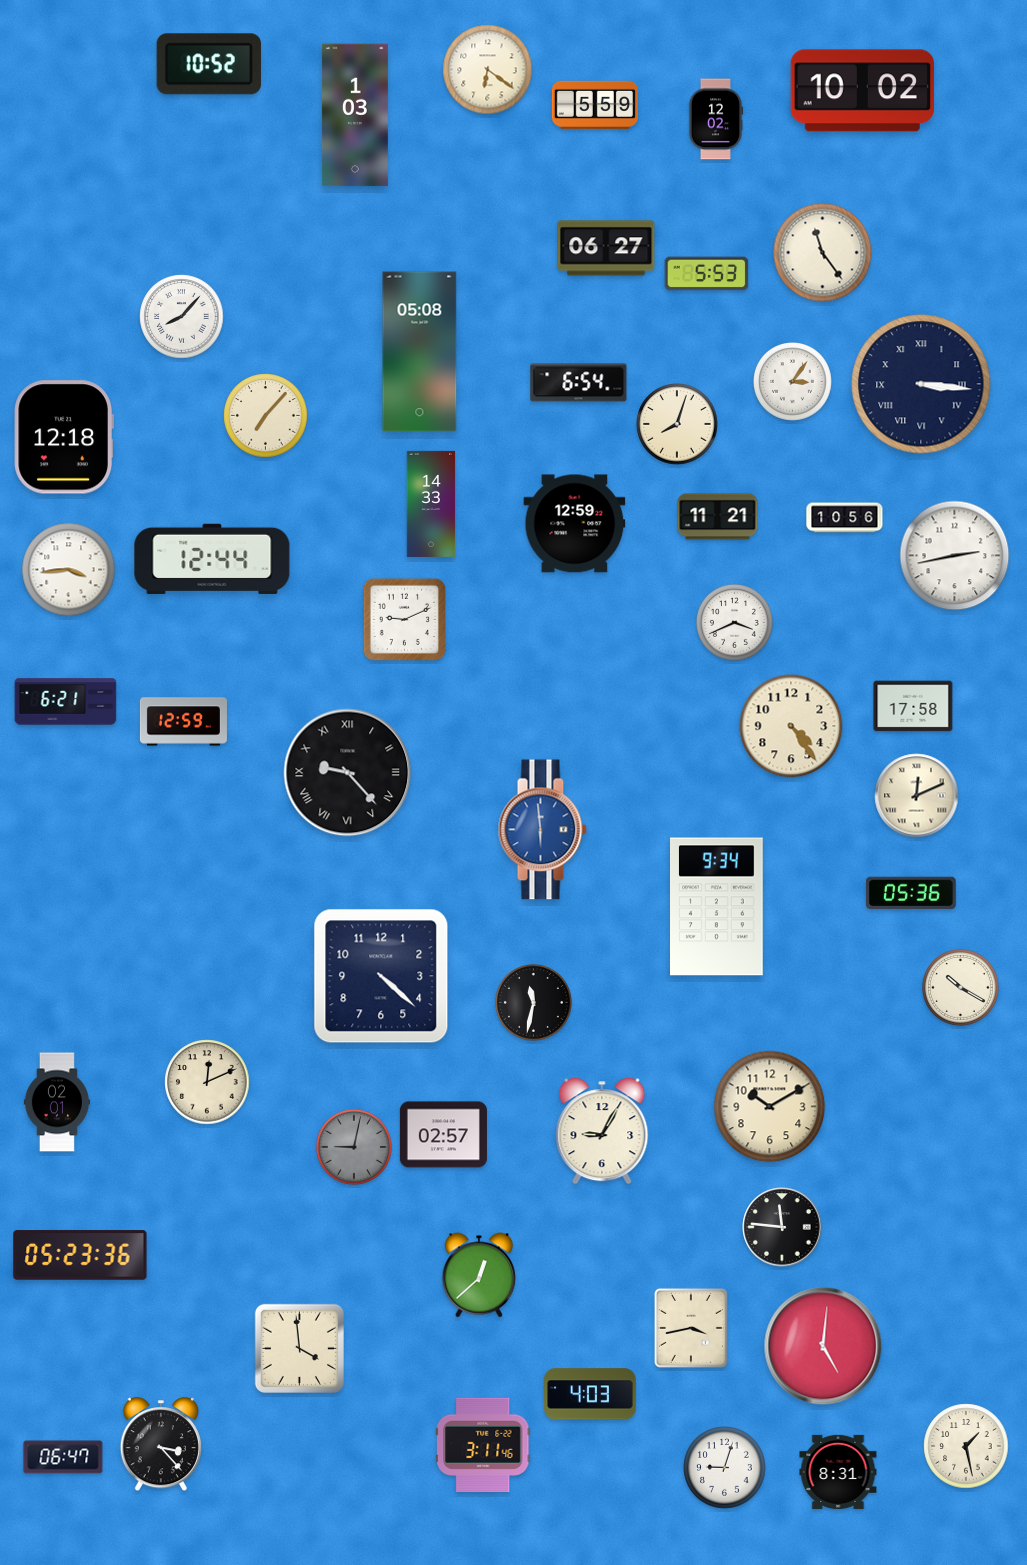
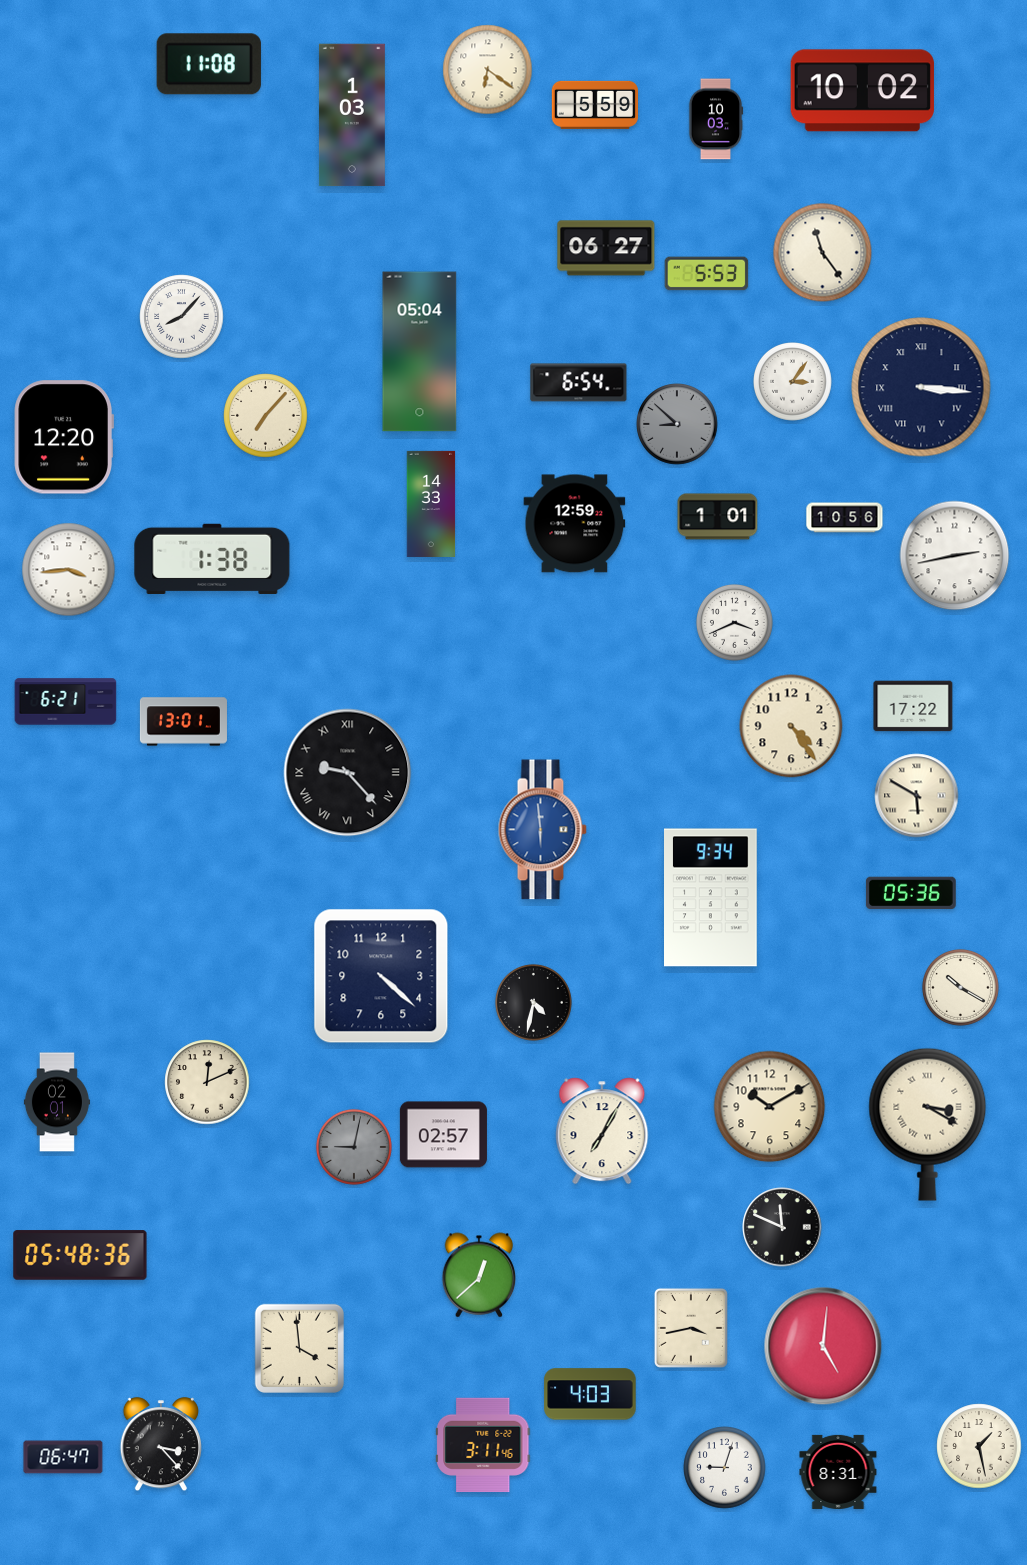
clock at (209, 64): 10:52 -> 11:08
clock at (355, 115) position: (355, 115) -> (352, 115)
clock at (716, 119): 12:02 -> 10:03
clock at (420, 352): 05:08 -> 05:04
clock at (921, 384) position: (921, 384) -> (921, 387)
clock at (677, 424): 8:03 -> 8:52
clock at (677, 424) dial: cream -> grey
clock at (64, 437): 12:18 -> 12:20
clock at (718, 517): 11:21 -> 1:01
clock at (212, 559): 12:44 -> 1:38
clock at (404, 619): 9:11 -> none
clock at (913, 706): 17:58 -> 17:22
clock at (183, 722): 12:59 -> 13:01
clock at (917, 796): 12:11 -> 5:50
clock at (717, 907) position: (717, 907) -> (711, 898)
clock at (533, 1002): 11:32 -> 4:32
clock at (928, 1124): none -> 3:20
clock at (602, 1131): 9:05 -> 7:05
clock at (782, 1227): 11:46 -> 11:49
clock at (80, 1255): 05:23 -> 05:48
clock at (966, 1446) position: (966, 1446) -> (979, 1446)
